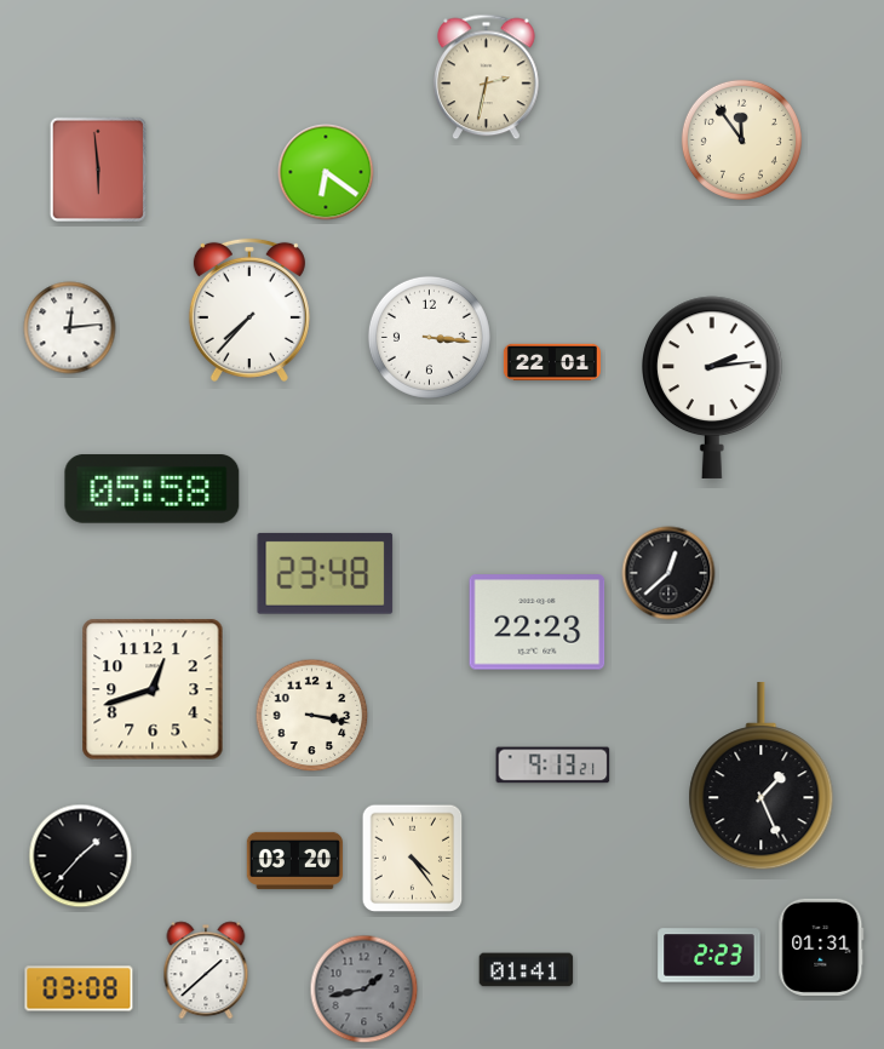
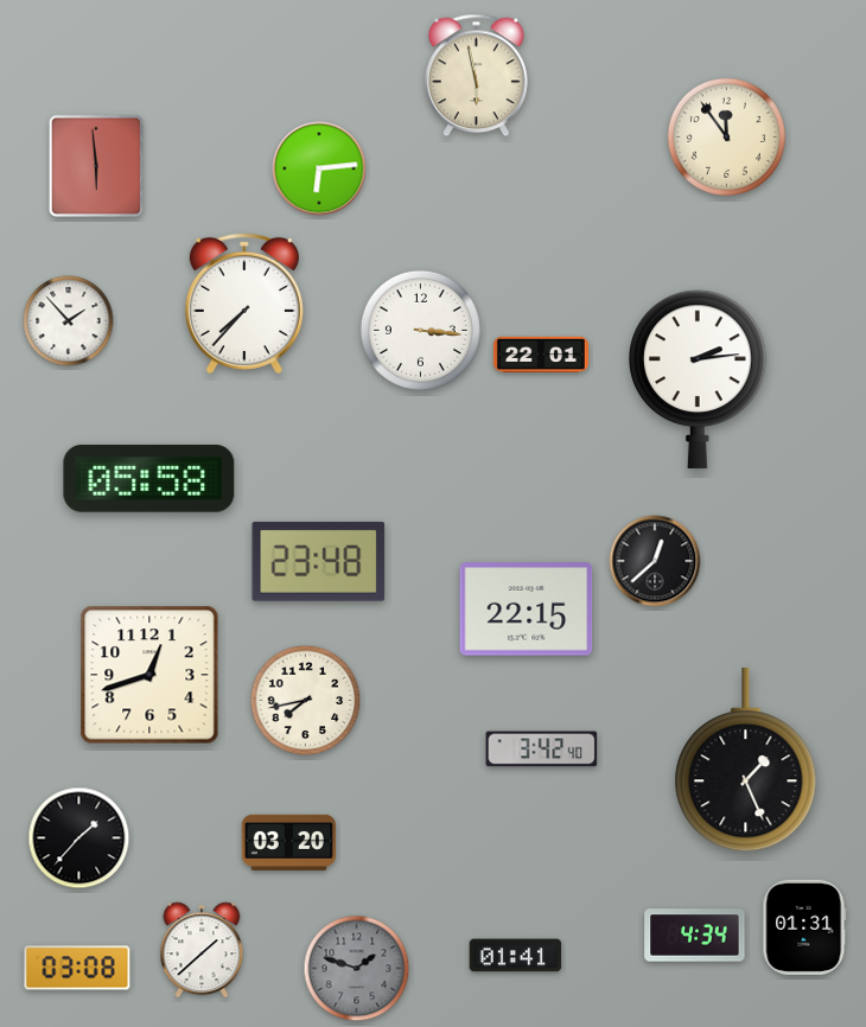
clock at (487, 78): 2:32 -> 5:58
clock at (326, 172): 6:21 -> 6:14
clock at (70, 328): 12:14 -> 1:53
clock at (538, 623): 22:23 -> 22:15
clock at (312, 716): 3:17 -> 7:43
clock at (553, 766): 9:13 -> 3:42
clock at (413, 859): 4:24 -> none
clock at (710, 956): 2:23 -> 4:34
clock at (527, 970) position: (527, 970) -> (516, 956)
clock at (364, 990): 1:43 -> 1:48
